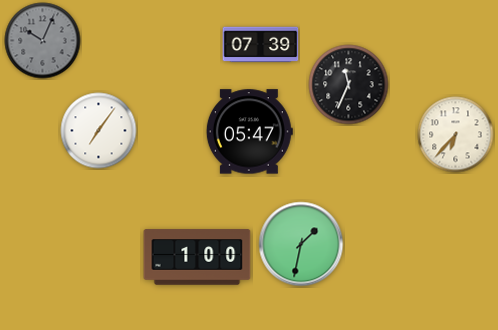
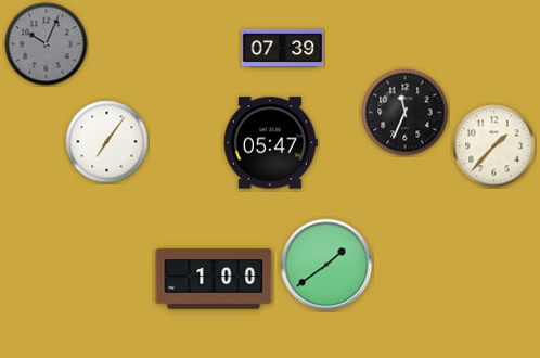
clock at (349, 85) position: (349, 85) -> (406, 113)
clock at (456, 135): 6:37 -> 1:37
clock at (301, 244): 1:32 -> 1:39
